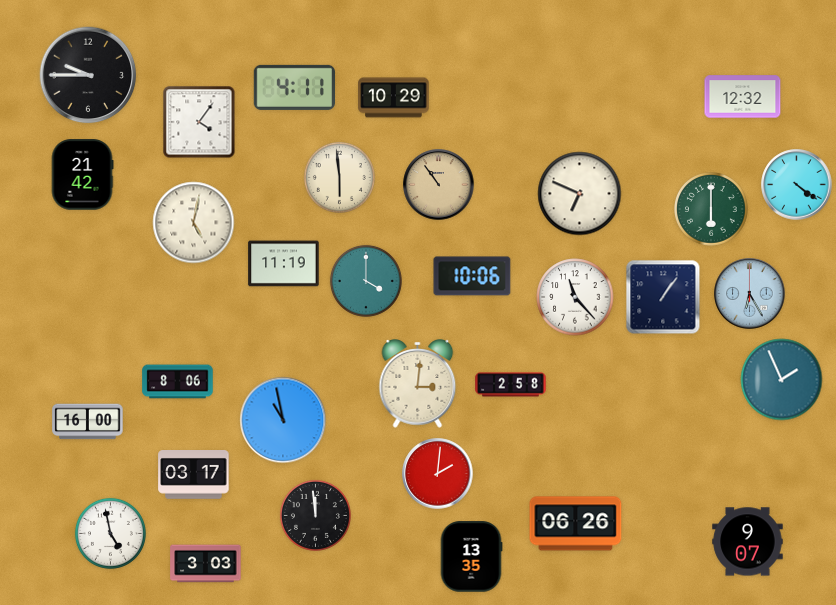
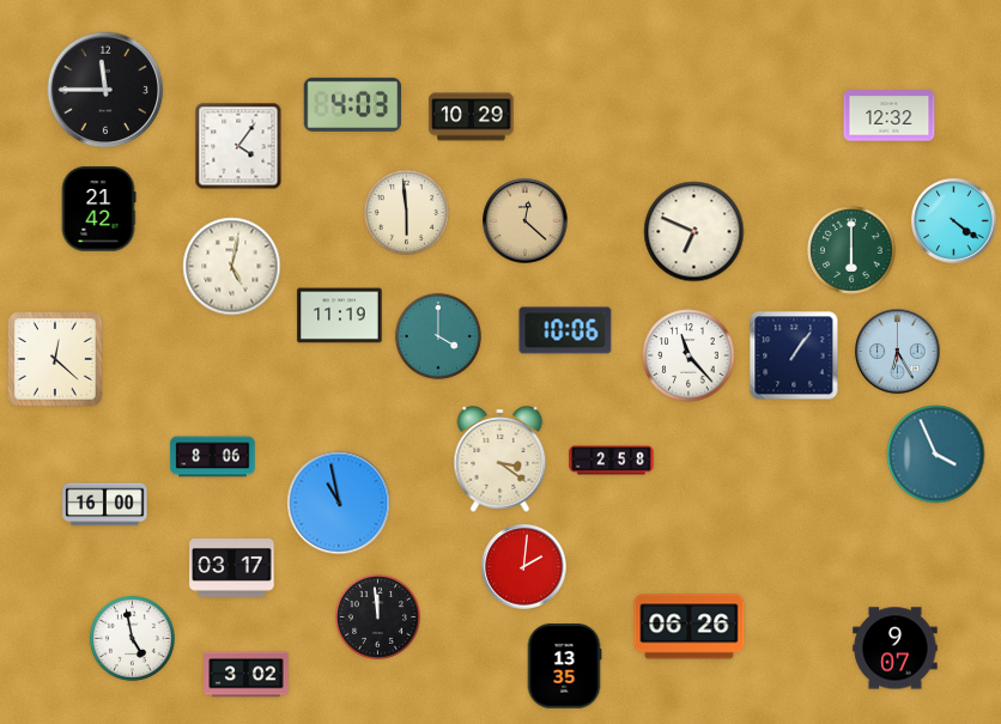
clock at (88, 75): 9:45 -> 11:45
clock at (294, 87): 4:11 -> 4:03
clock at (439, 185): 10:54 -> 12:22
clock at (55, 359): none -> 12:22
clock at (782, 380): 1:56 -> 3:56
clock at (418, 384): 3:01 -> 3:21
clock at (206, 564): 3:03 -> 3:02
